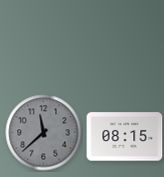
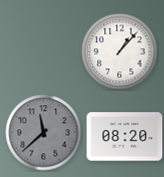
clock at (120, 52): none -> 1:07
clock at (125, 137): 08:15 -> 08:20
